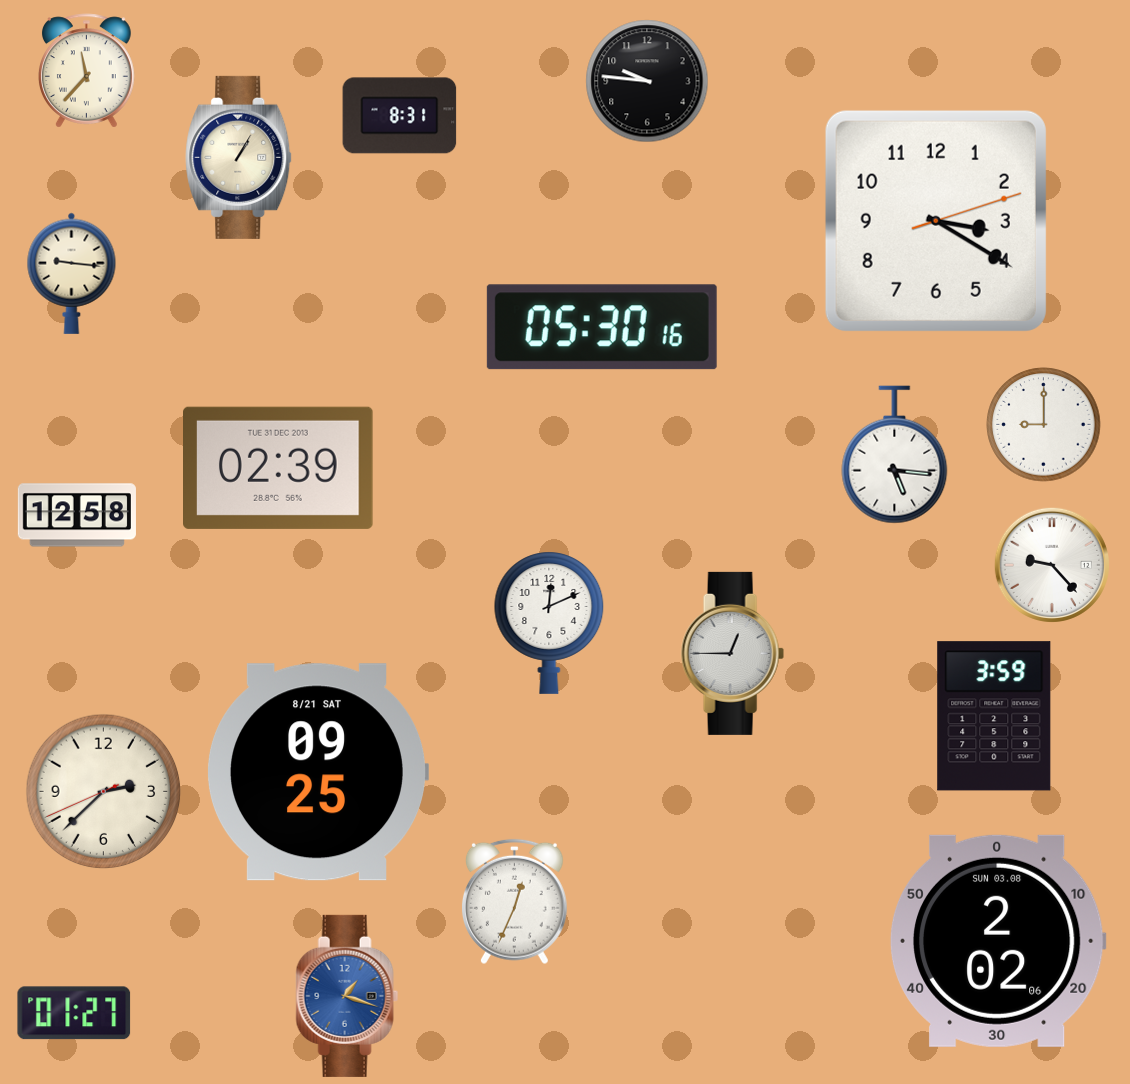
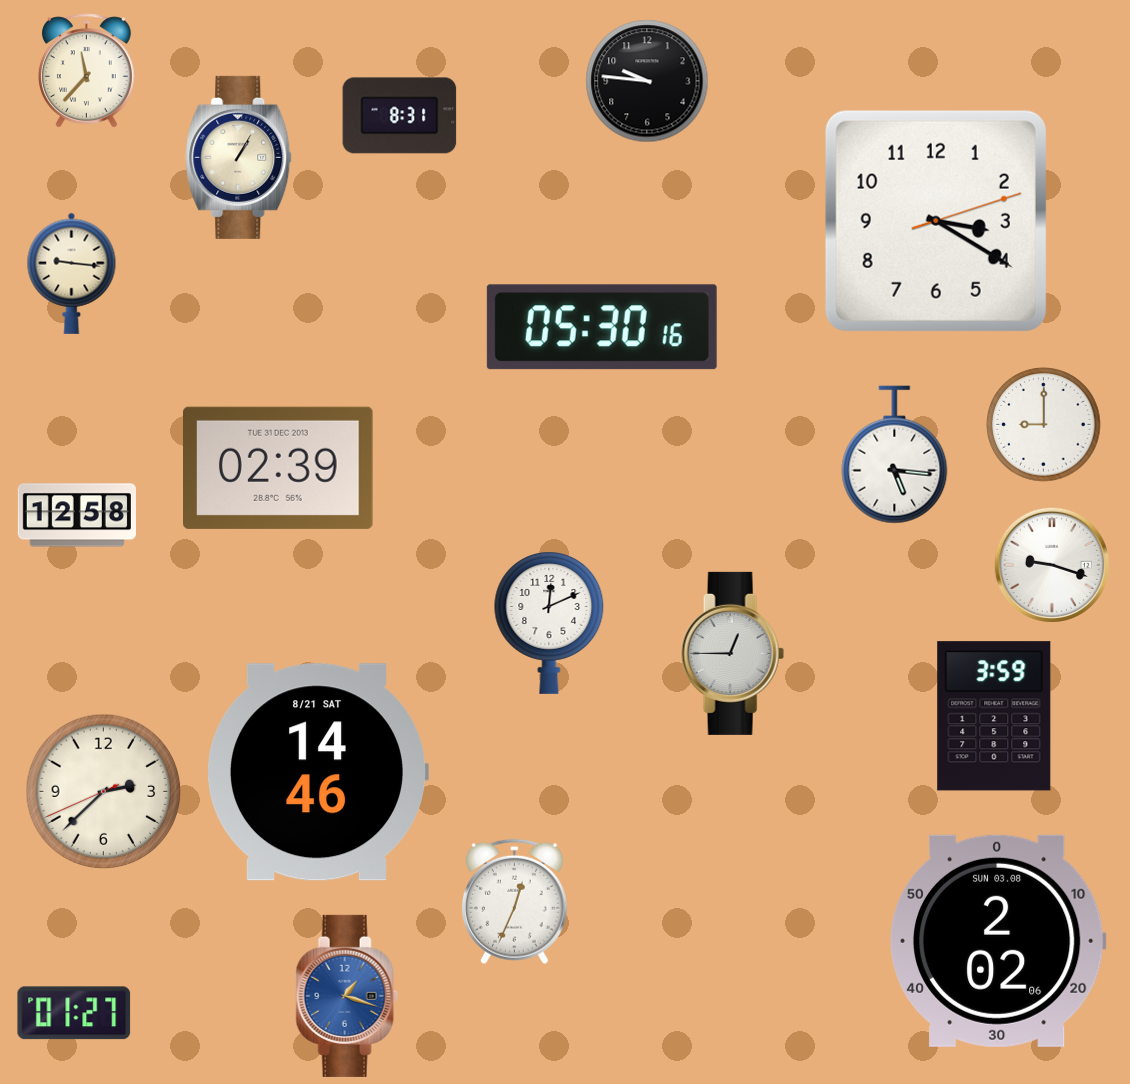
clock at (1052, 565): 9:23 -> 9:18
clock at (317, 772): 09:25 -> 14:46
